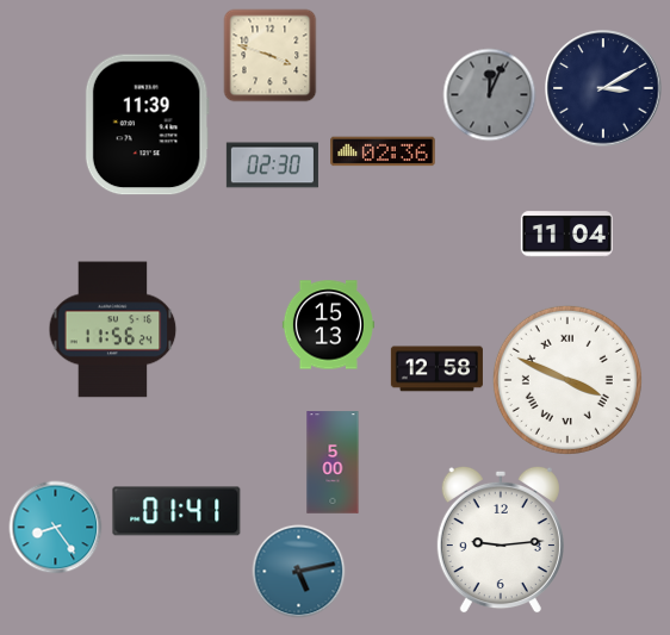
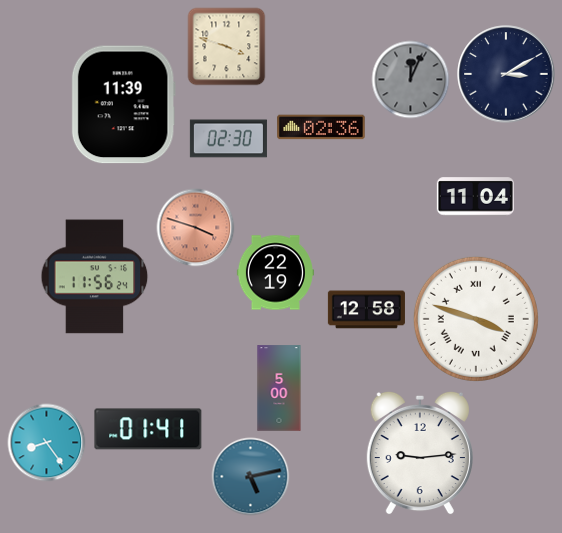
clock at (195, 227): none -> 3:48
clock at (328, 325): 15:13 -> 22:19
clock at (567, 380): 3:49 -> 3:48
clock at (298, 571) position: (298, 571) -> (250, 476)
